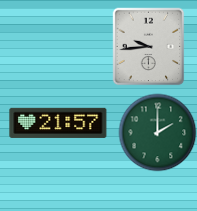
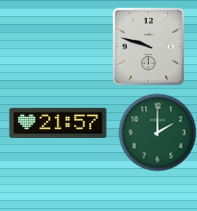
clock at (149, 46): 9:44 -> 9:48
